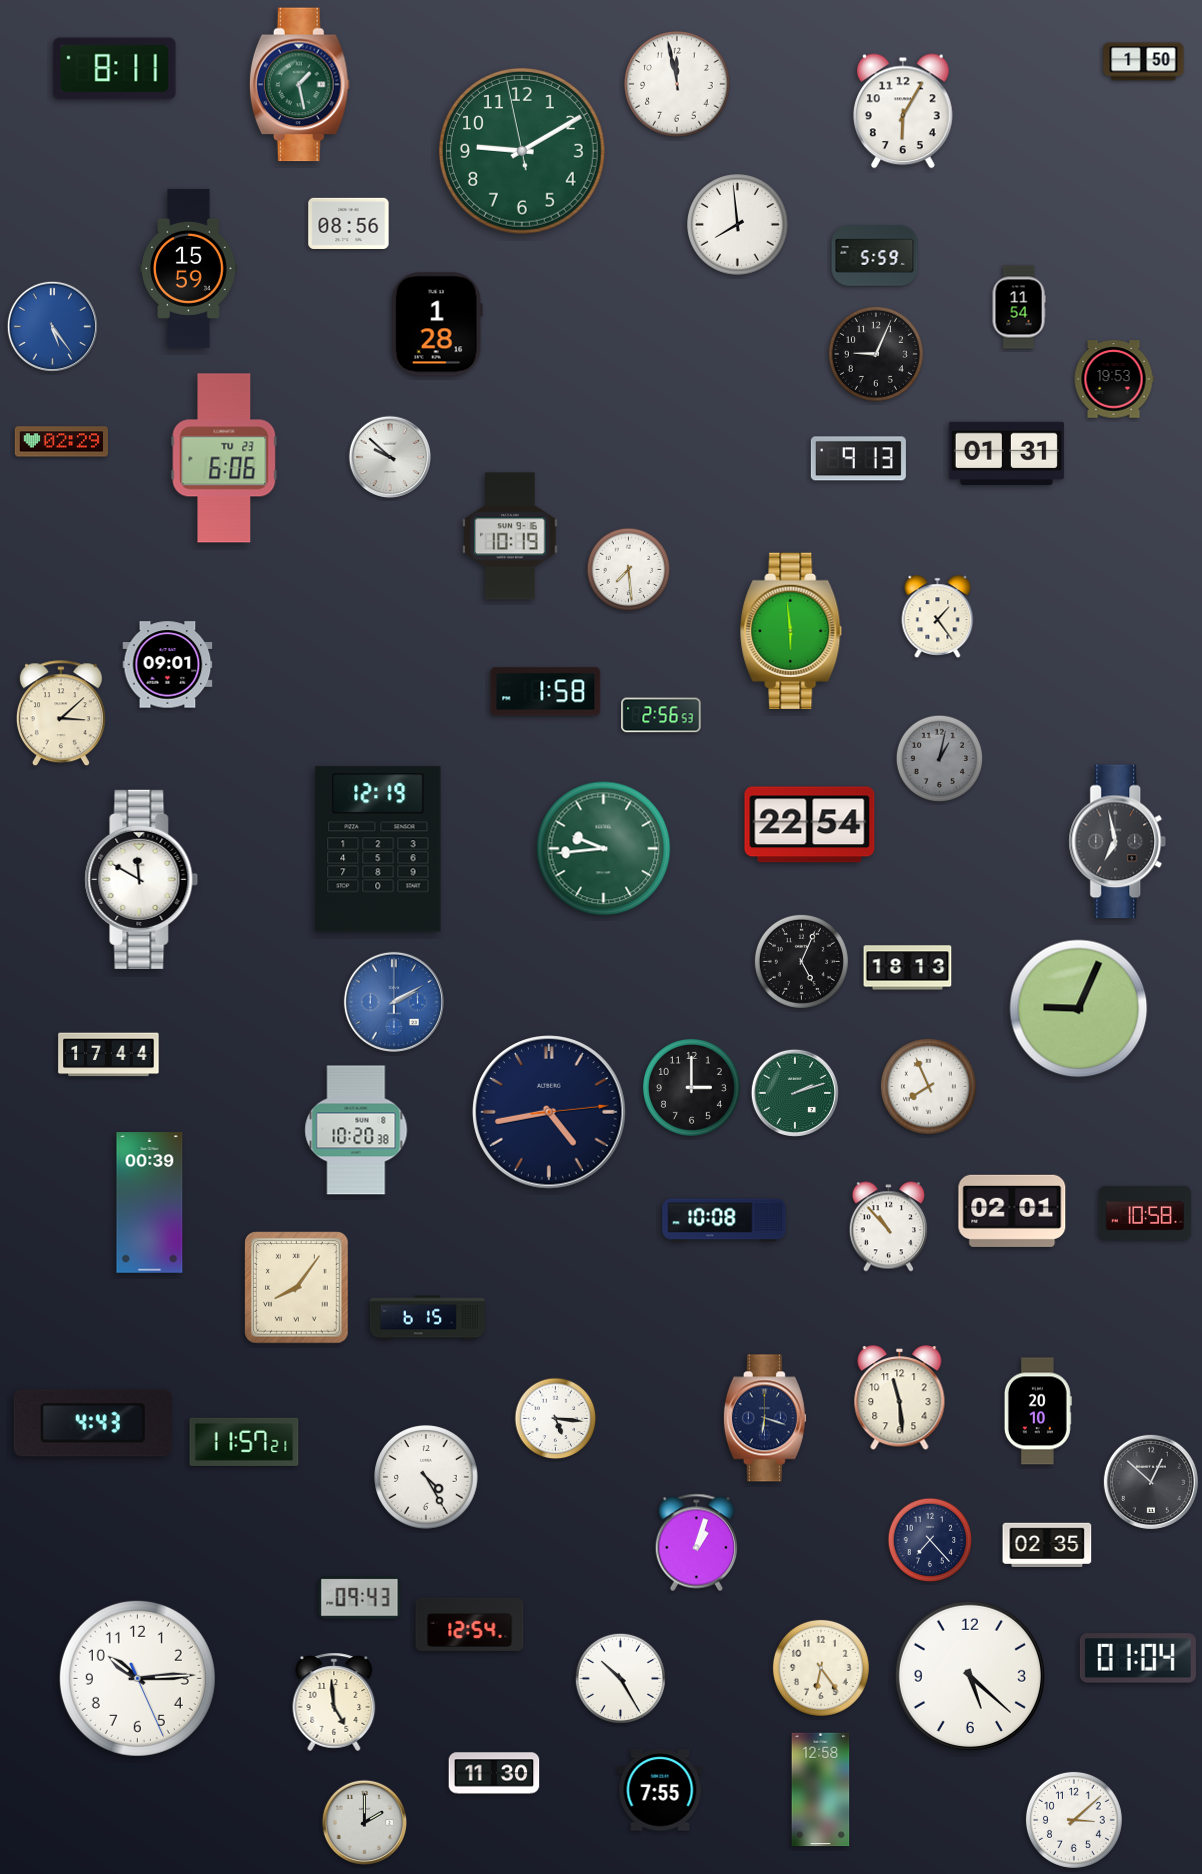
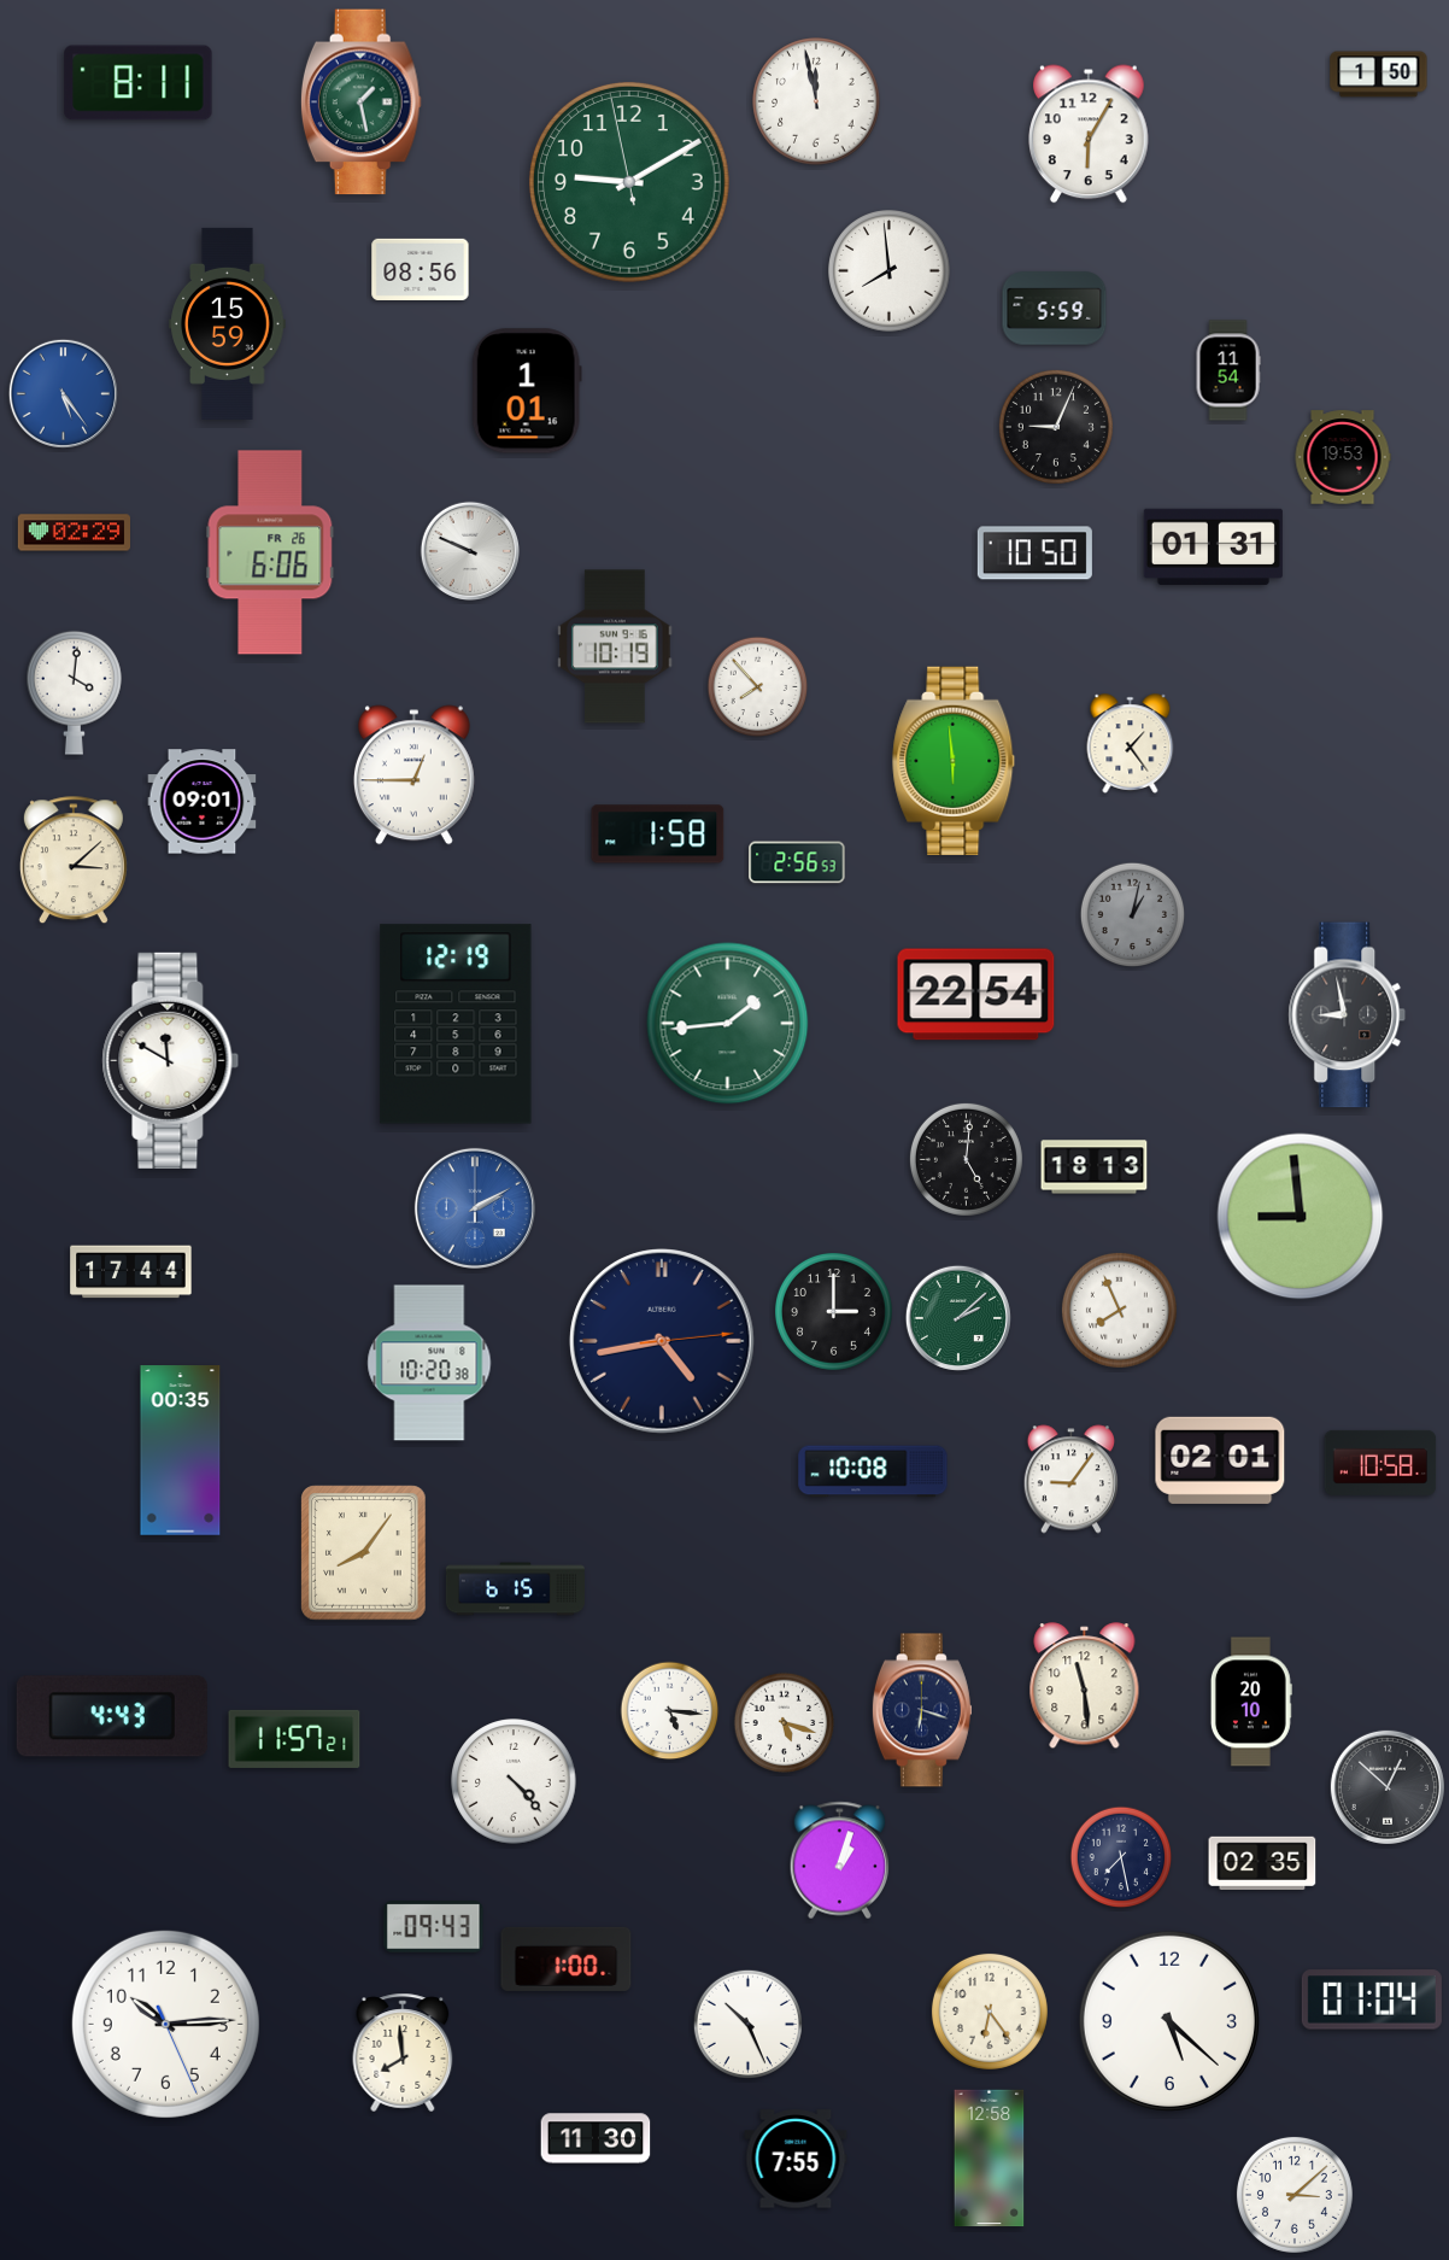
clock at (437, 324): 1:28 -> 1:01
clock at (389, 457): 9:52 -> 9:49
clock at (224, 458) date: TU 23 -> FR 26
clock at (858, 459): 9:13 -> 10:50
clock at (629, 570): 7:29 -> 7:53
clock at (75, 692): none -> 4:01
clock at (413, 775): none -> 12:45
clock at (1118, 842): 6:58 -> 8:58
clock at (604, 849): 9:44 -> 1:44
clock at (801, 961): 5:04 -> 5:01
clock at (1079, 1009): 9:04 -> 8:59
clock at (795, 1093): 2:12 -> 2:08
clock at (150, 1203): 00:39 -> 00:35
clock at (888, 1227): 10:53 -> 9:06
clock at (297, 1288) position: (297, 1288) -> (364, 1553)
clock at (785, 1723): none -> 5:18
clock at (426, 1477): 4:25 -> 4:23
clock at (930, 1540): 7:23 -> 7:28
clock at (470, 1624): 12:54 -> 1:00
clock at (620, 1678): 10:25 -> 10:26
clock at (334, 1702): 4:59 -> 7:59
clock at (364, 1822): 2:00 -> none
